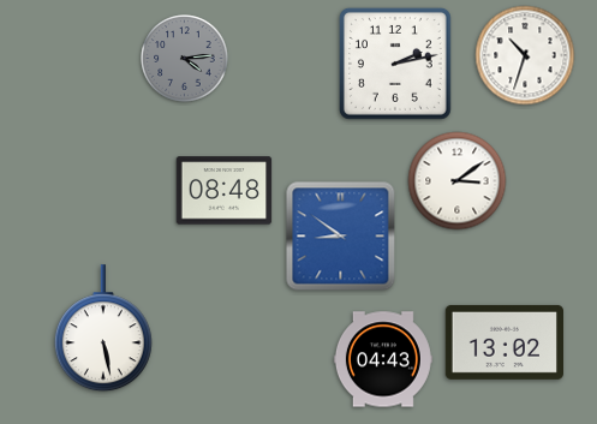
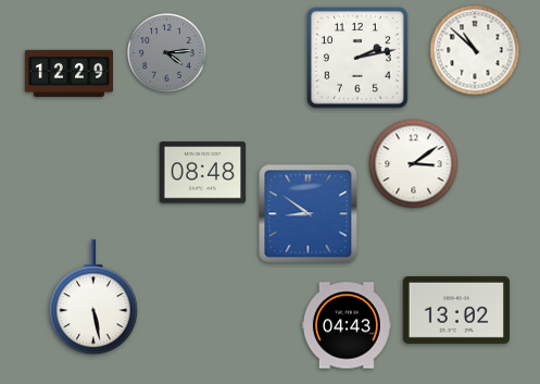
clock at (525, 55): 10:33 -> 10:52
clock at (68, 73): none -> 12:29
